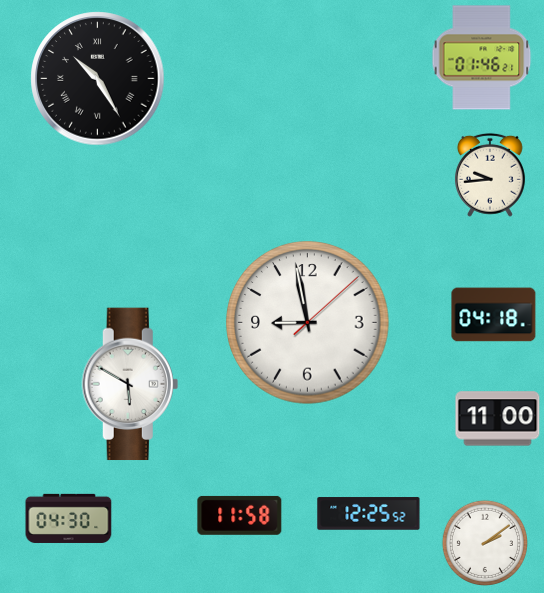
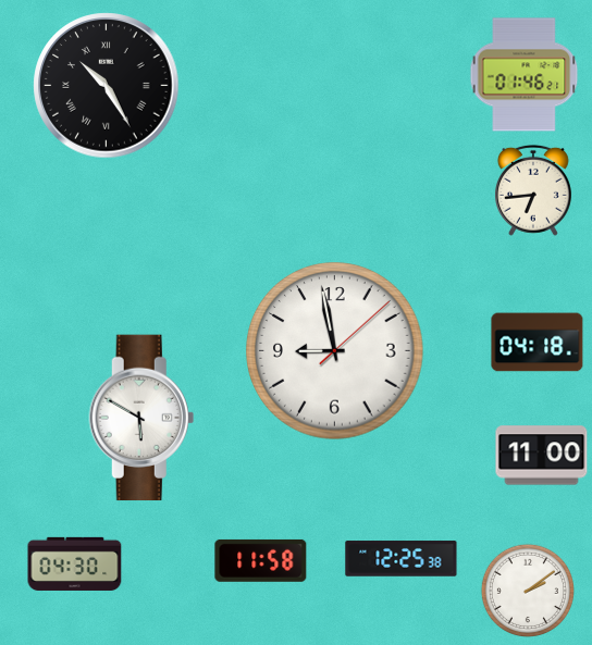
clock at (482, 58) position: (482, 58) -> (525, 75)
clock at (490, 175): 9:44 -> 6:44
clock at (369, 514): 12:25:52 -> 12:25:38
